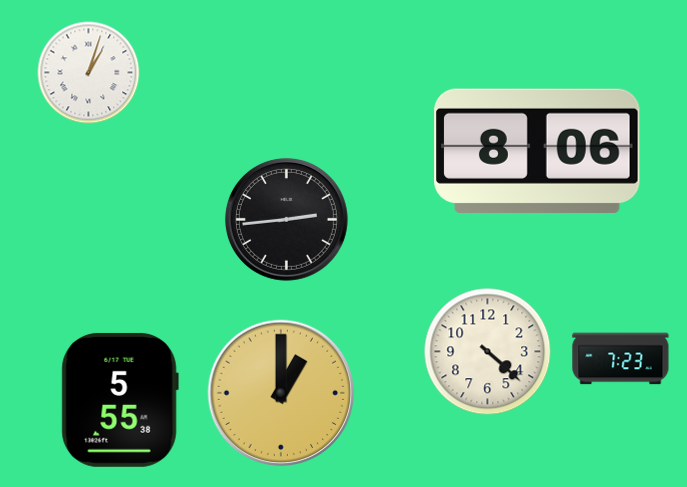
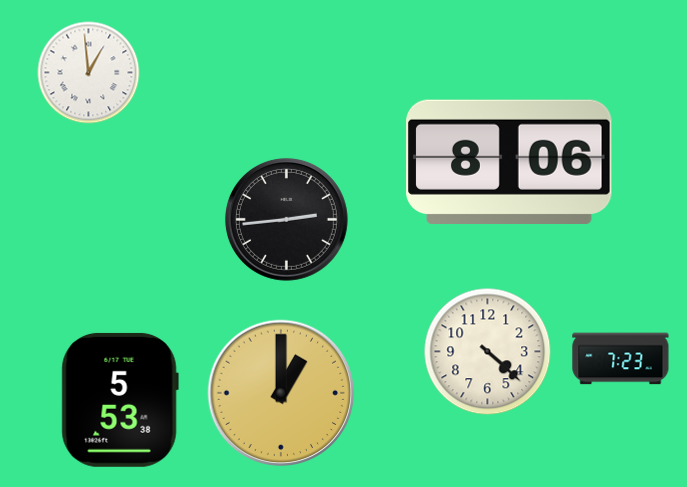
clock at (89, 73): 1:03 -> 12:59
clock at (537, 151) position: (537, 151) -> (509, 162)
clock at (120, 400): 5:55 -> 5:53
